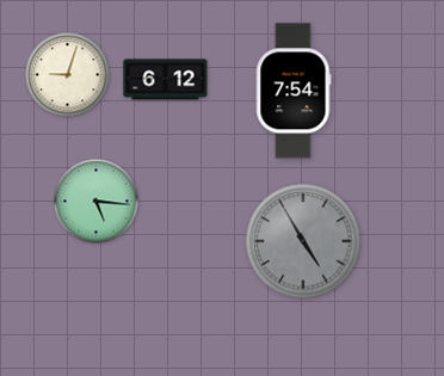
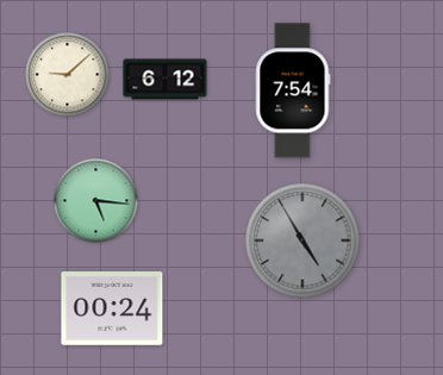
clock at (68, 75): 9:03 -> 9:08
clock at (112, 308): none -> 00:24
